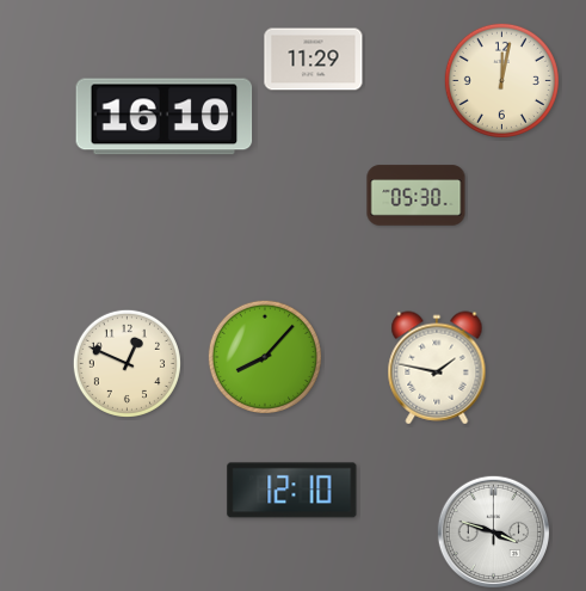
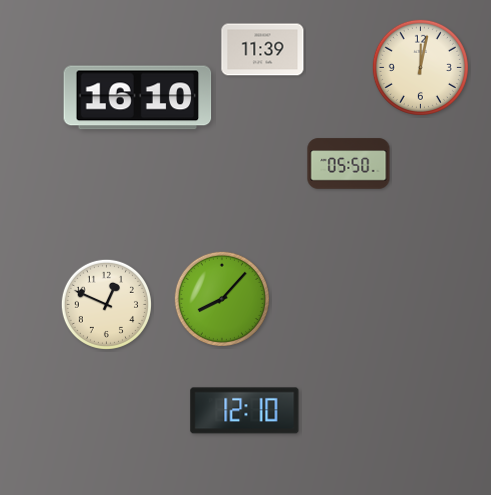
clock at (314, 60): 11:29 -> 11:39
clock at (417, 196): 05:30 -> 05:50
clock at (437, 368): 1:47 -> none
clock at (493, 531): 3:48 -> none
